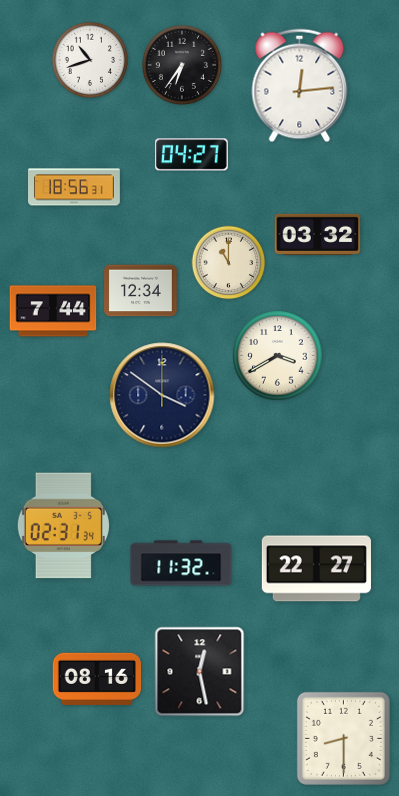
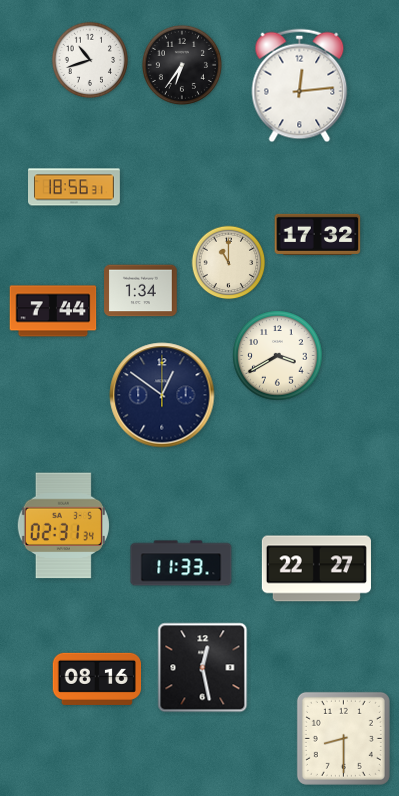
clock at (192, 155): 04:27 -> none
clock at (318, 234): 03:32 -> 17:32
clock at (141, 291): 12:34 -> 1:34
clock at (162, 395): 3:51 -> 12:51
clock at (181, 563): 11:32 -> 11:33
clock at (200, 672) position: (200, 672) -> (203, 668)
